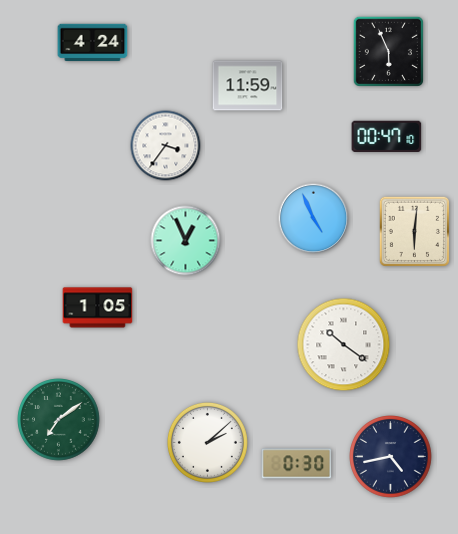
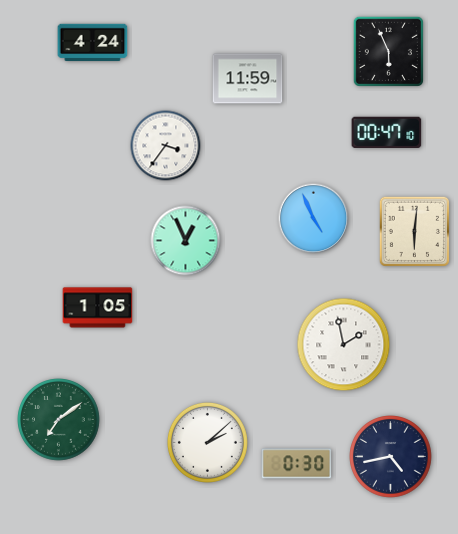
clock at (248, 86) position: (248, 86) -> (248, 79)
clock at (387, 136) position: (387, 136) -> (387, 132)
clock at (344, 345): 10:21 -> 1:58
